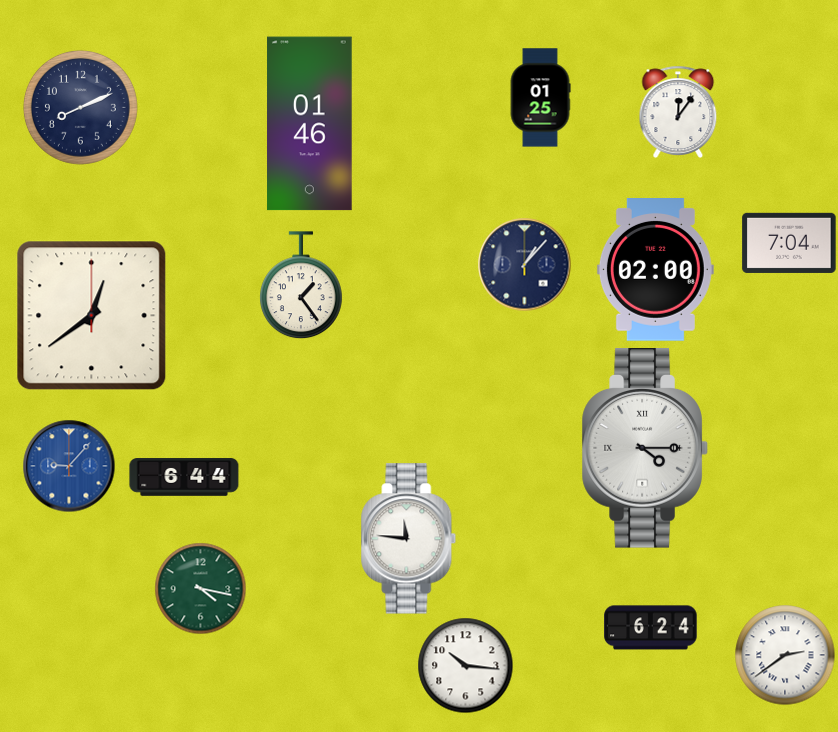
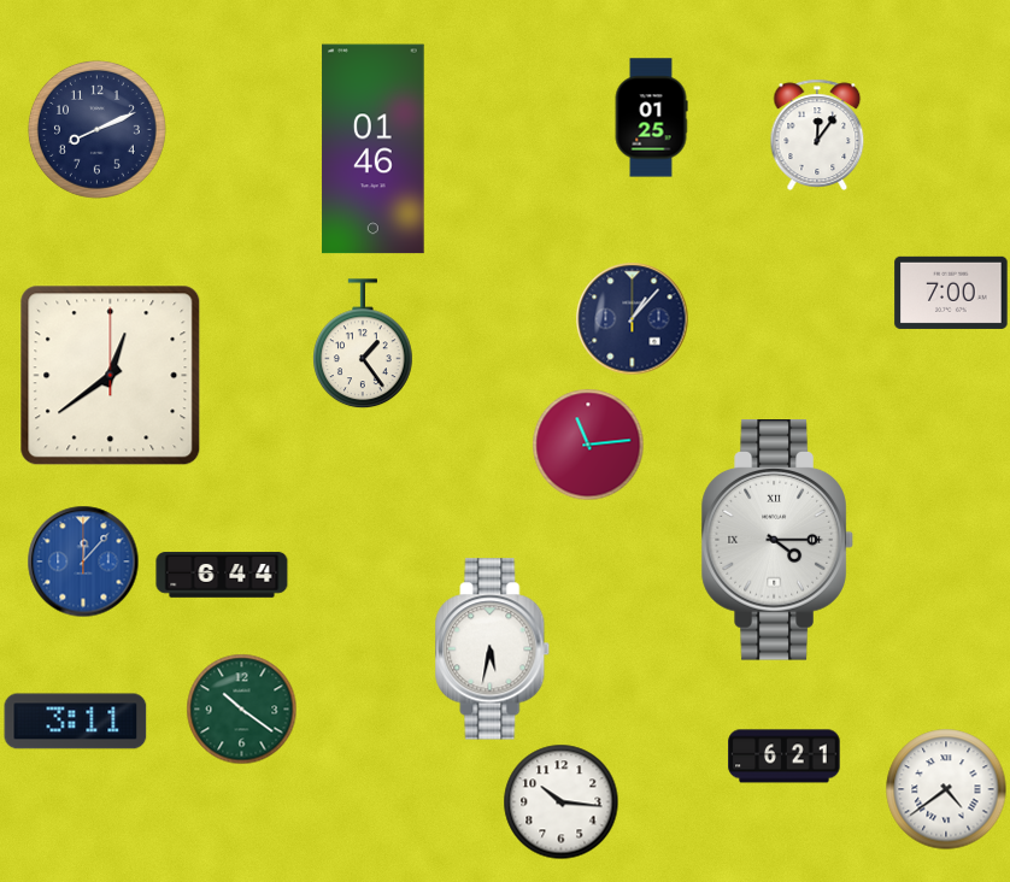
clock at (789, 243): 7:04 -> 7:00
clock at (655, 270): 02:00 -> none
clock at (92, 316) position: (92, 316) -> (111, 376)
clock at (588, 445): none -> 11:14
clock at (69, 466): 9:07 -> 12:07
clock at (409, 539): 11:46 -> 5:32
clock at (200, 588): 4:17 -> 10:21
clock at (76, 722): none -> 3:11
clock at (651, 628): 6:24 -> 6:21
clock at (785, 655): 2:39 -> 4:39
